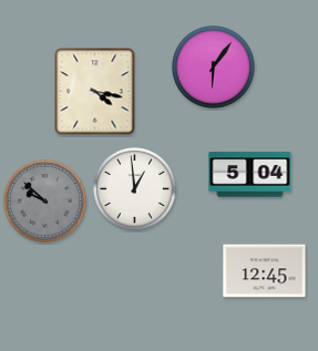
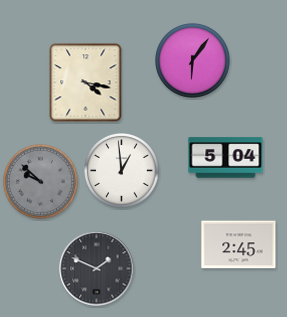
clock at (265, 271): 12:45 -> 2:45
clock at (97, 269): none -> 1:49
